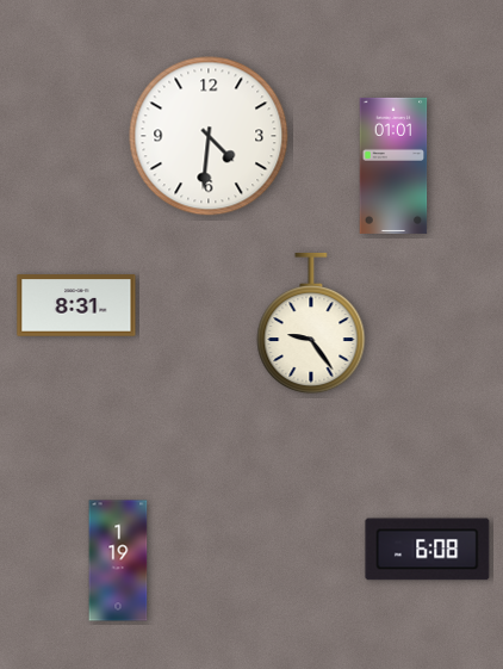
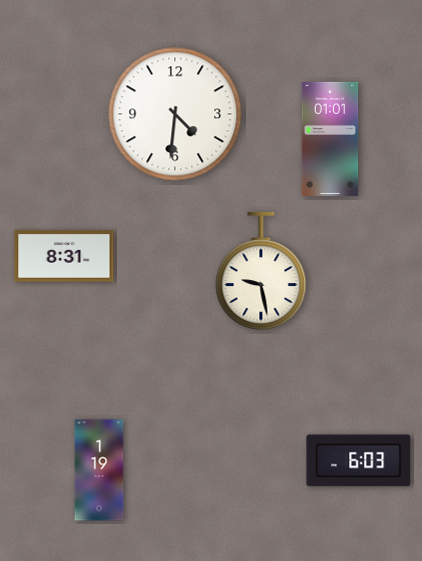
clock at (311, 323): 9:24 -> 9:28
clock at (428, 550): 6:08 -> 6:03
